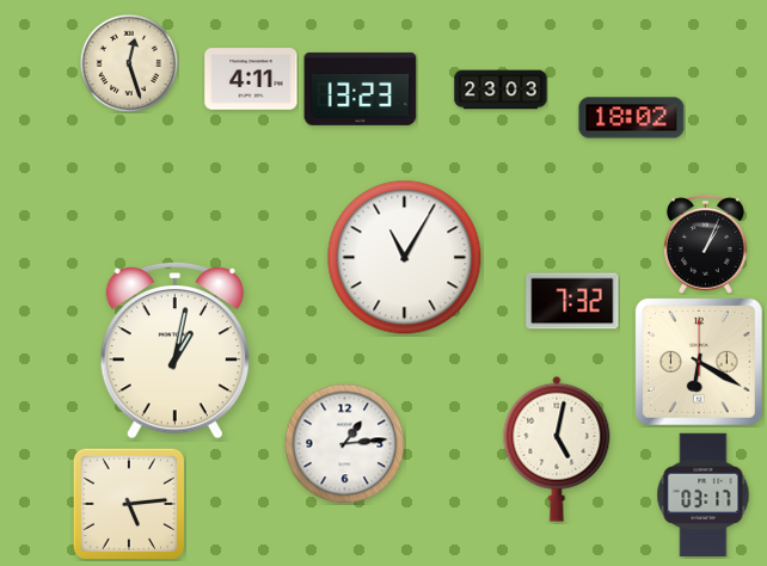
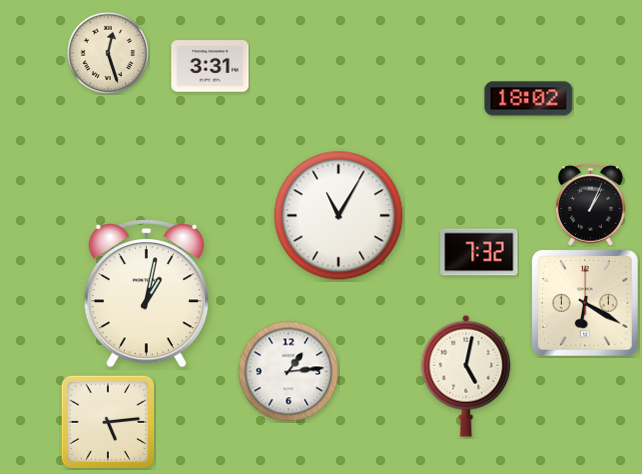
clock at (251, 79): 4:11 -> 3:31
clock at (361, 88): 13:23 -> none
clock at (501, 90): 23:03 -> none
clock at (704, 494): 03:17 -> none
